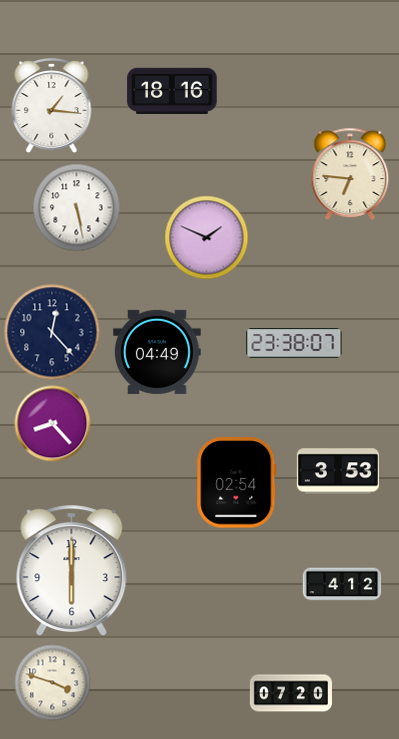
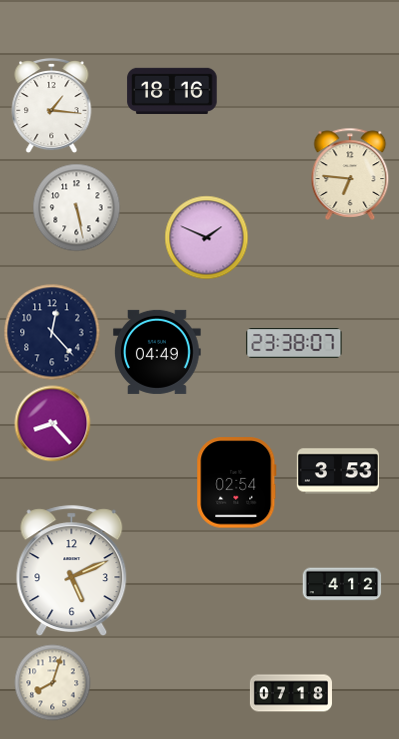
clock at (72, 571): 6:00 -> 5:11
clock at (53, 683): 3:48 -> 8:03
clock at (291, 693): 07:20 -> 07:18
